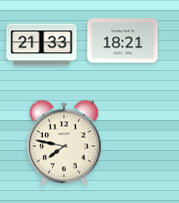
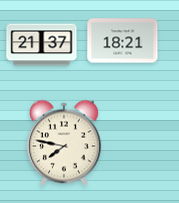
clock at (42, 45): 21:33 -> 21:37
